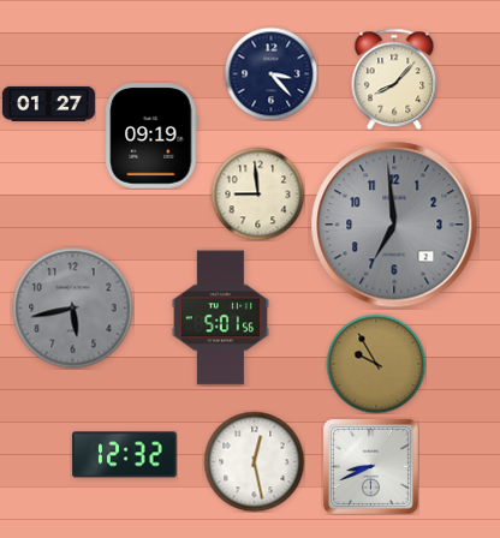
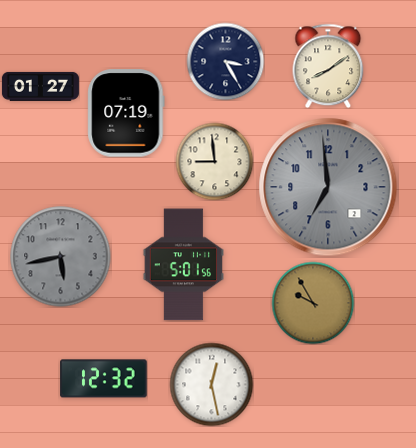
clock at (270, 73): 3:23 -> 3:25
clock at (394, 79): 8:07 -> 8:09
clock at (151, 136): 09:19 -> 07:19
clock at (370, 466): 8:41 -> none
